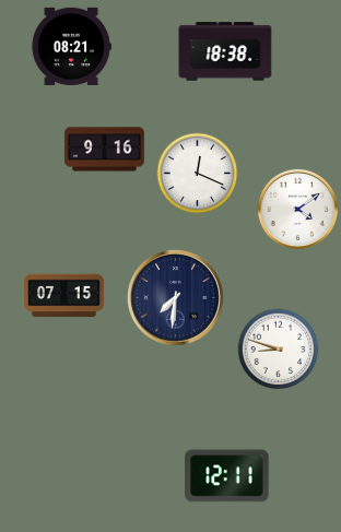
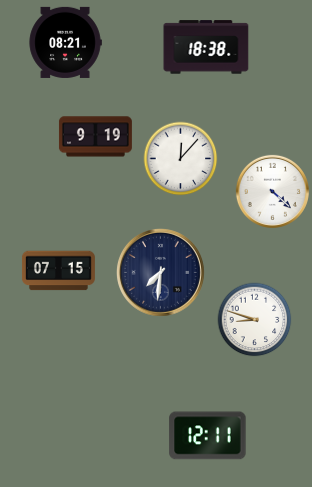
clock at (104, 150): 9:16 -> 9:19
clock at (198, 174): 12:19 -> 12:07
clock at (297, 209): 4:09 -> 4:22
